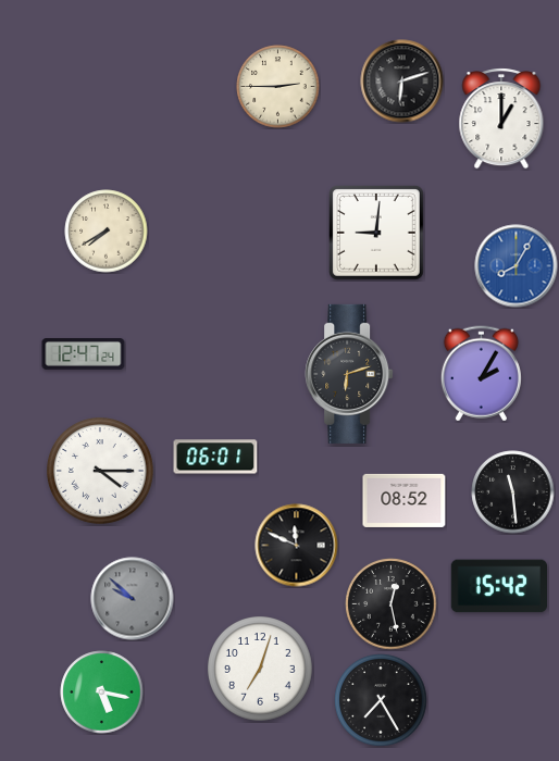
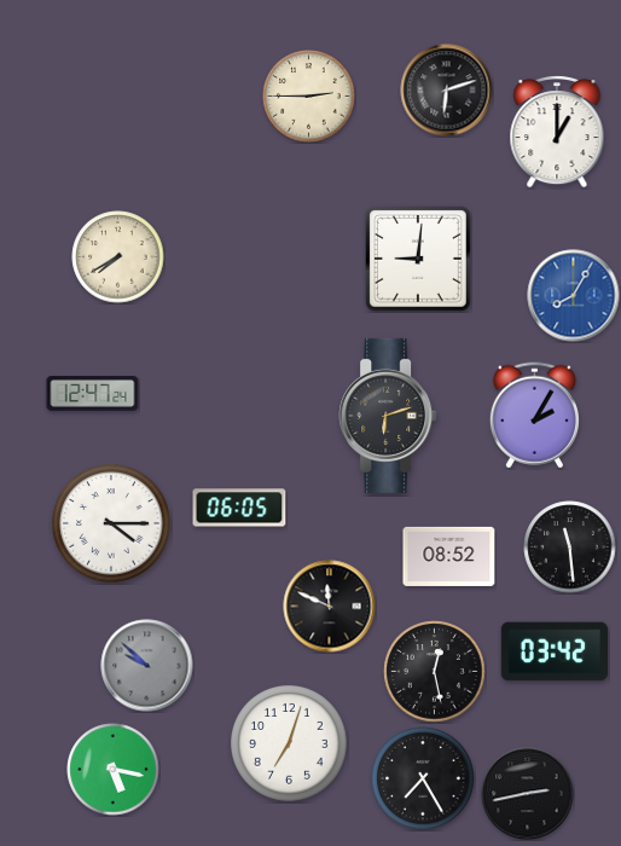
clock at (215, 457): 06:01 -> 06:05
clock at (498, 586): 15:42 -> 03:42
clock at (528, 794): none -> 2:43
